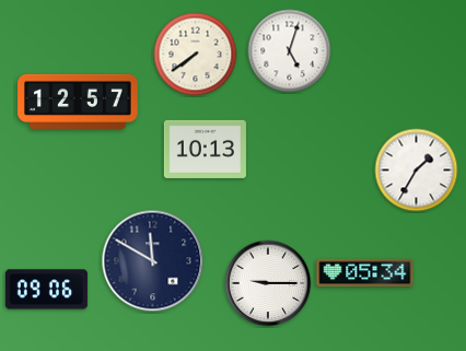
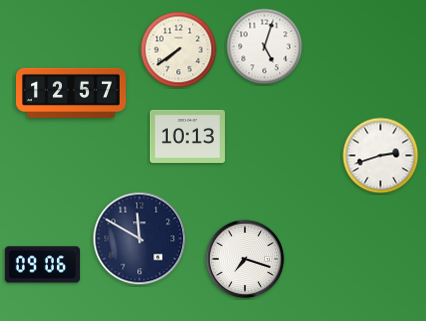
clock at (417, 171): 1:35 -> 2:42
clock at (365, 273): 05:34 -> none
clock at (268, 283): 9:15 -> 7:18
